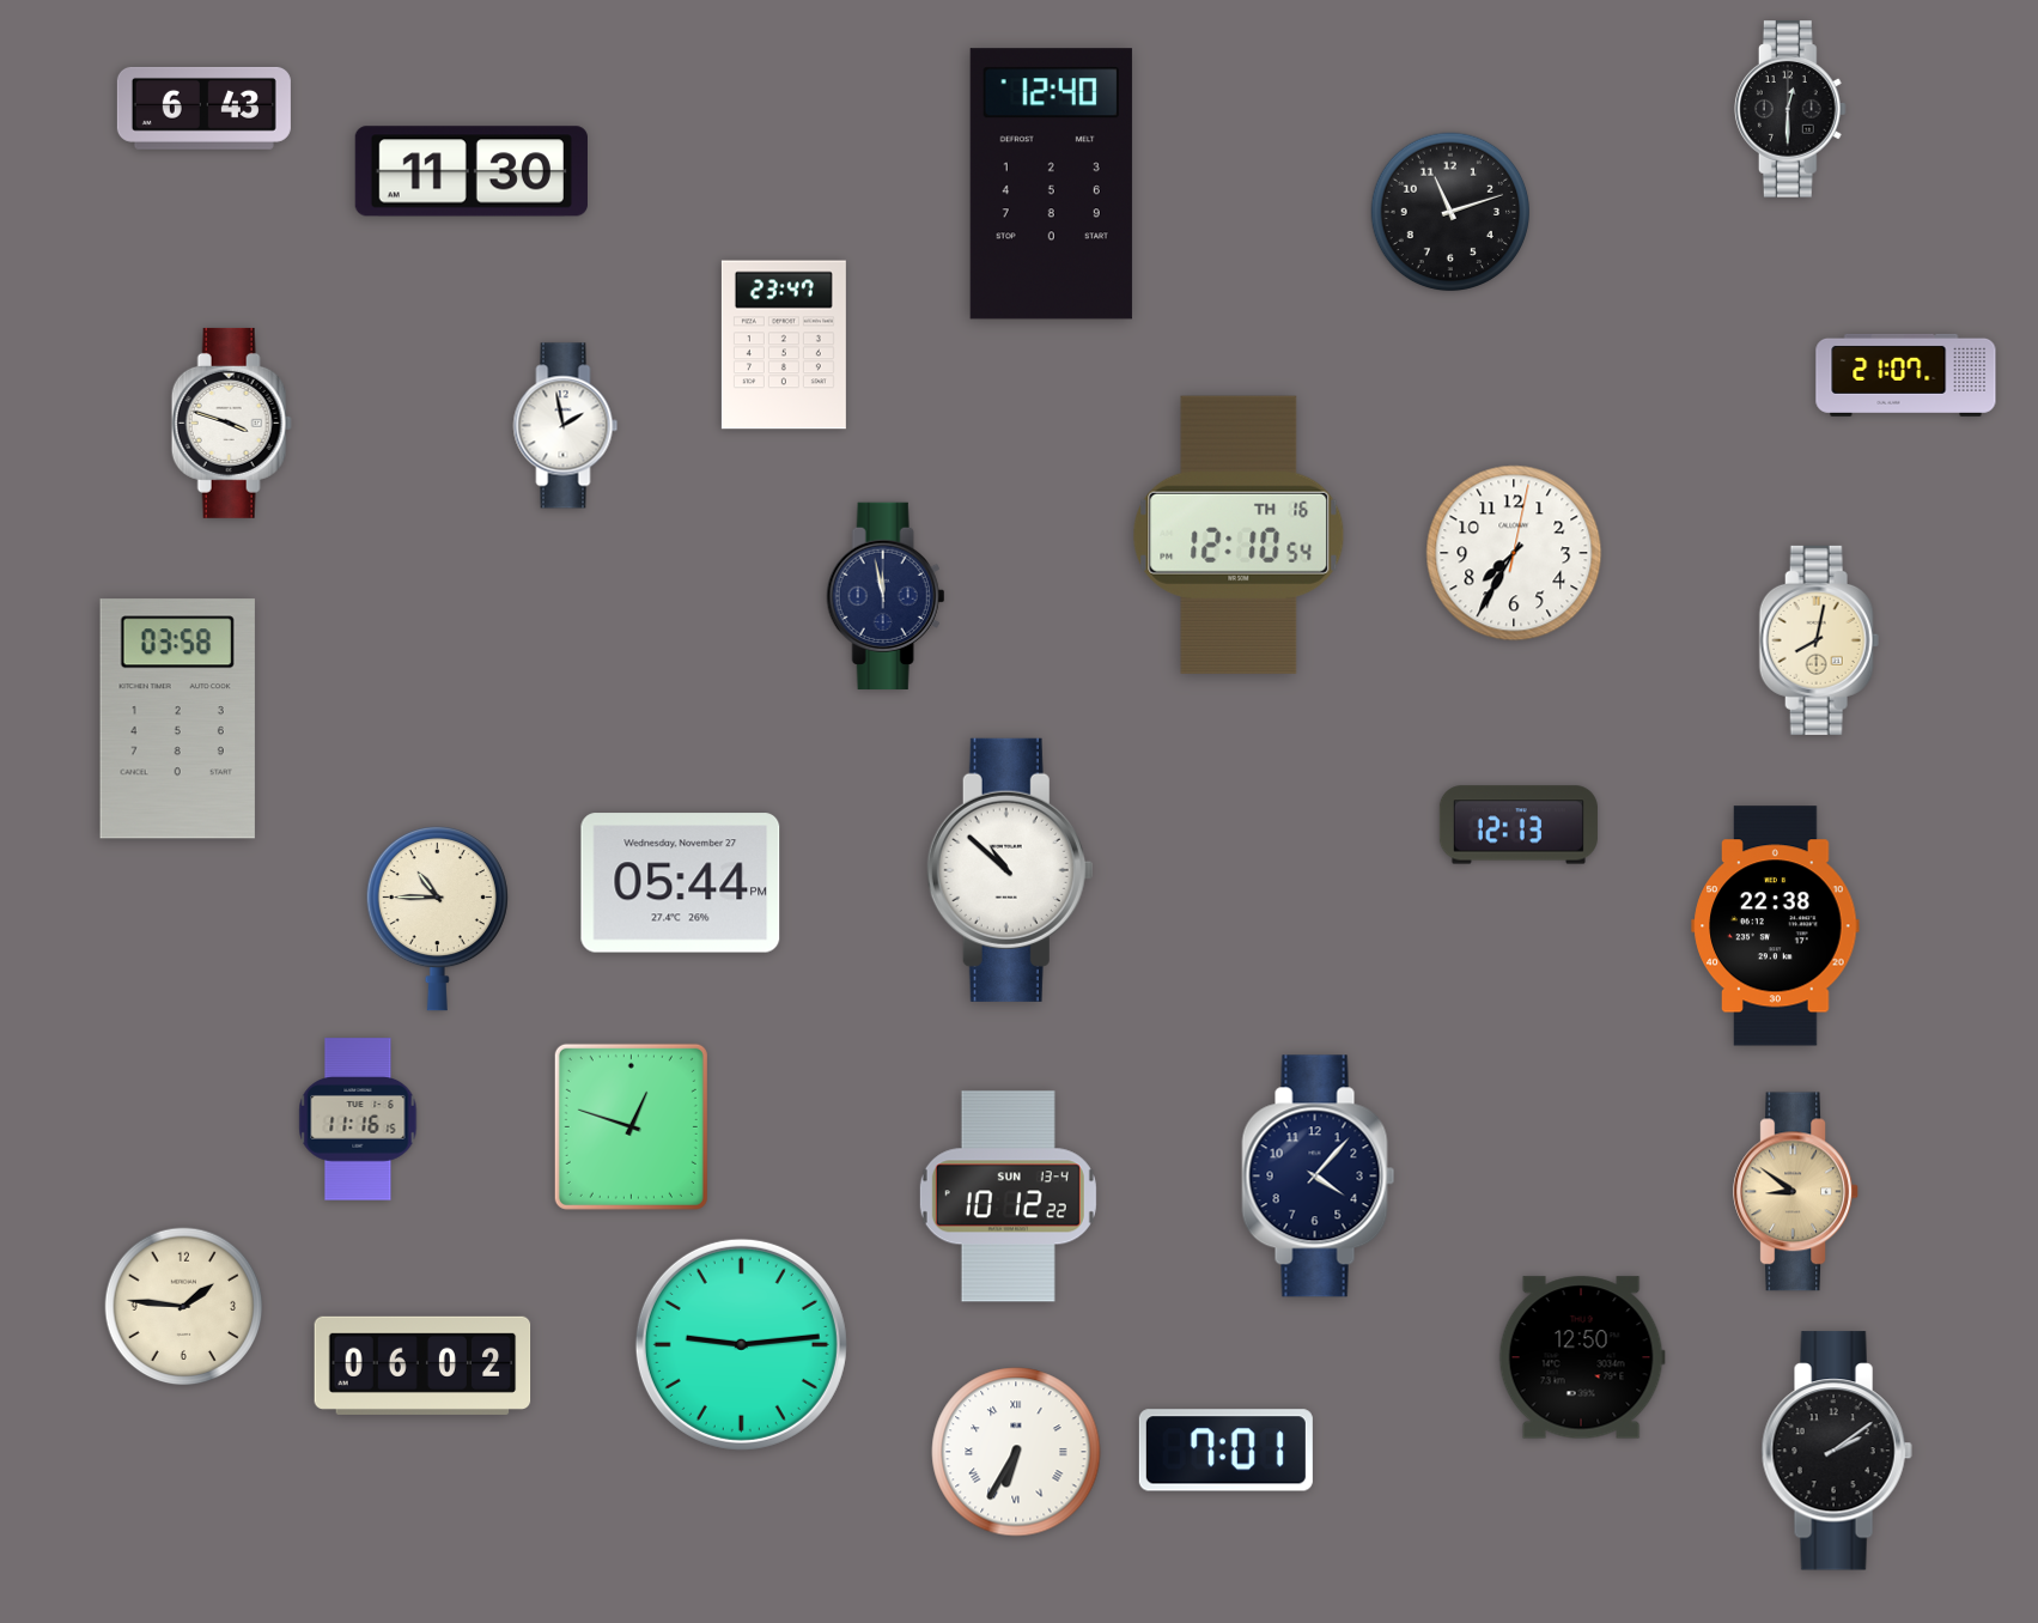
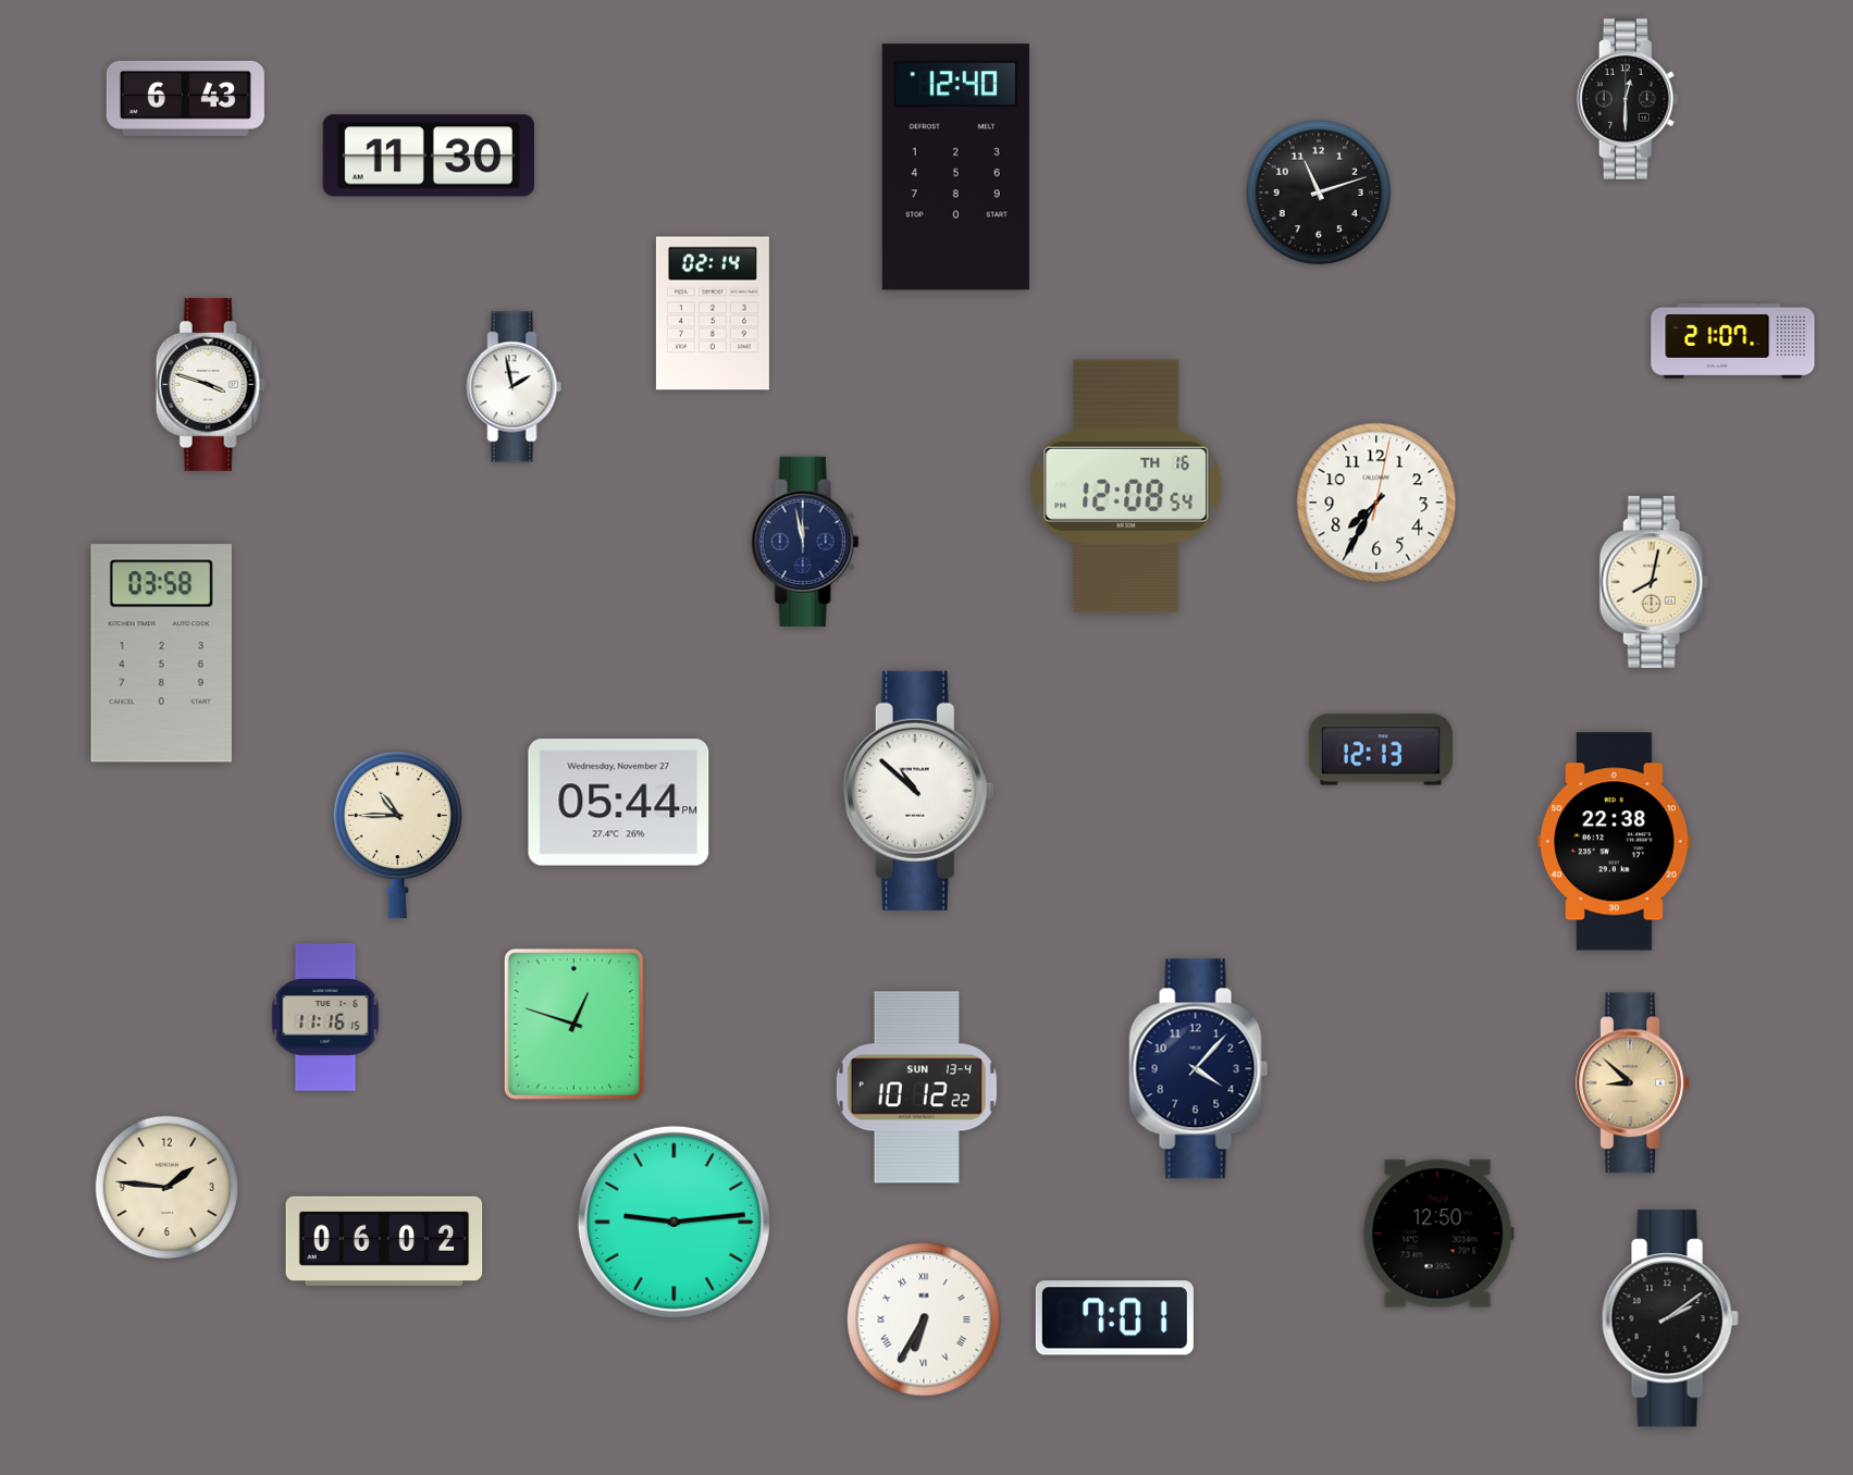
clock at (784, 345): 23:47 -> 02:14
clock at (1239, 535): 12:10 -> 12:08
clock at (1795, 1192): 8:51 -> 8:52
